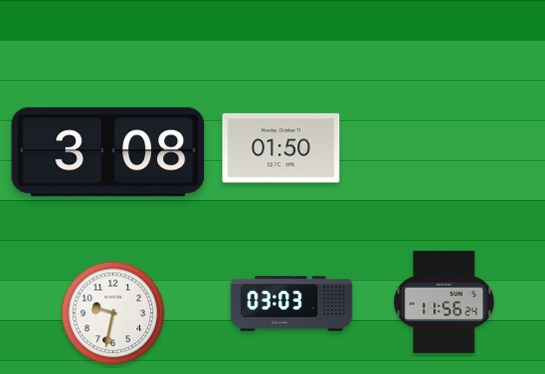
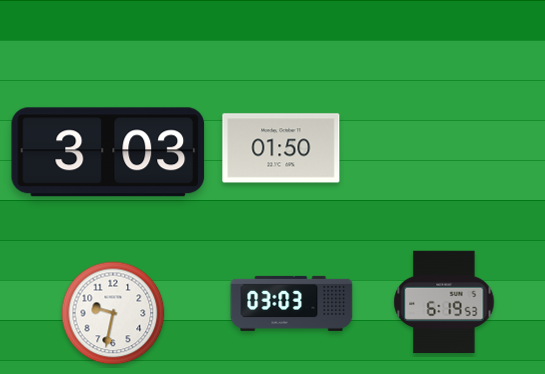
clock at (108, 152): 3:08 -> 3:03
clock at (444, 302): 11:56 -> 6:19
